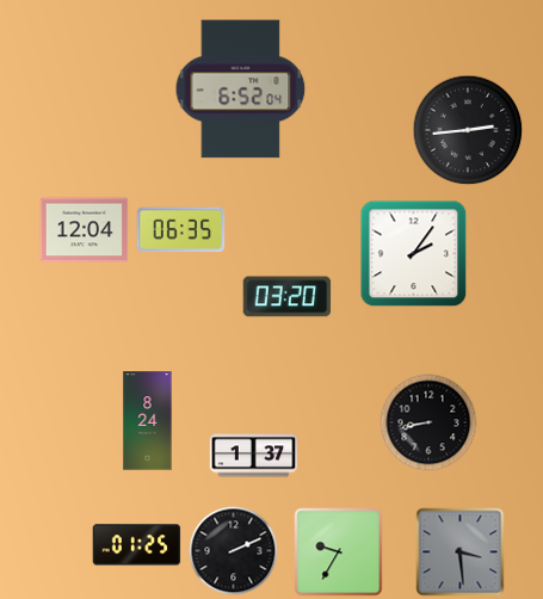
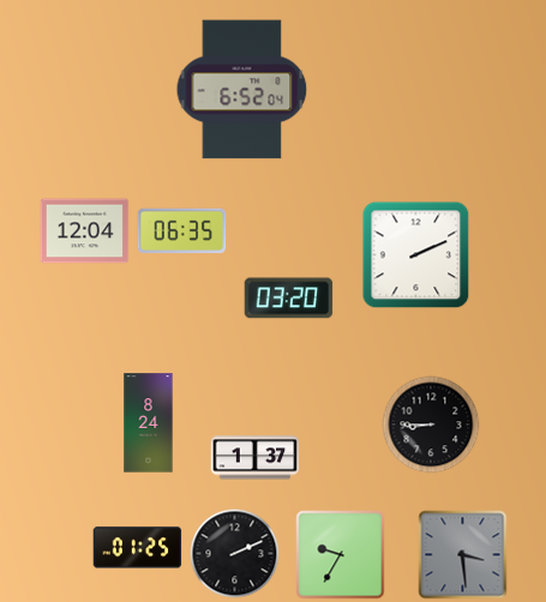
clock at (468, 130): 2:44 -> none
clock at (414, 254): 2:06 -> 2:11
clock at (428, 422): 8:43 -> 8:45
